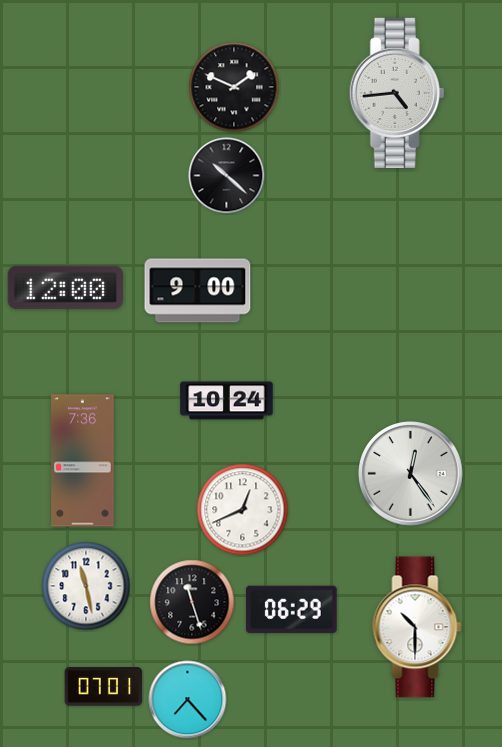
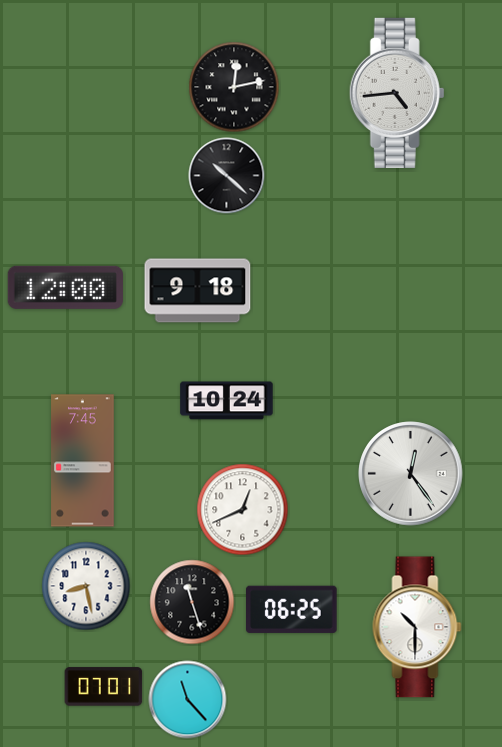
clock at (234, 87): 1:49 -> 12:13
clock at (198, 291): 9:00 -> 9:18
clock at (83, 461): 7:36 -> 7:45
clock at (86, 586): 11:28 -> 8:28
clock at (292, 609): 06:29 -> 06:25
clock at (188, 700): 7:23 -> 11:23
